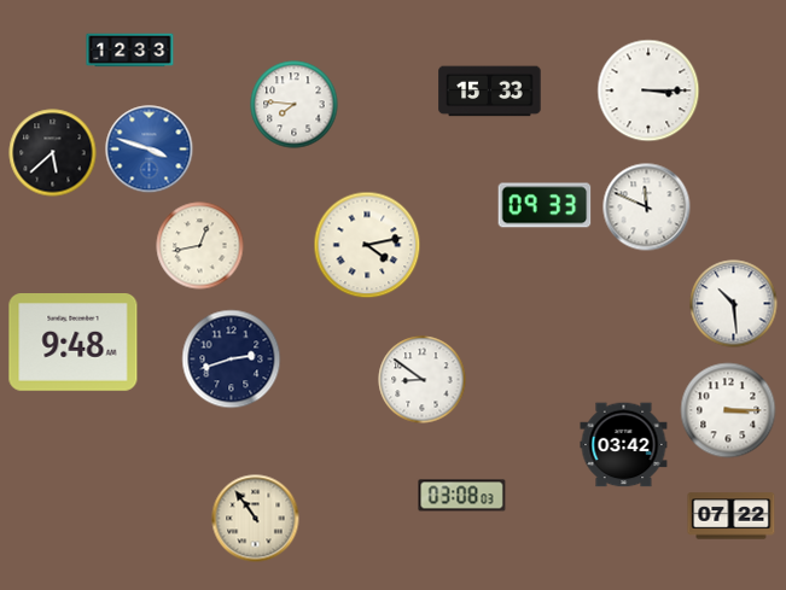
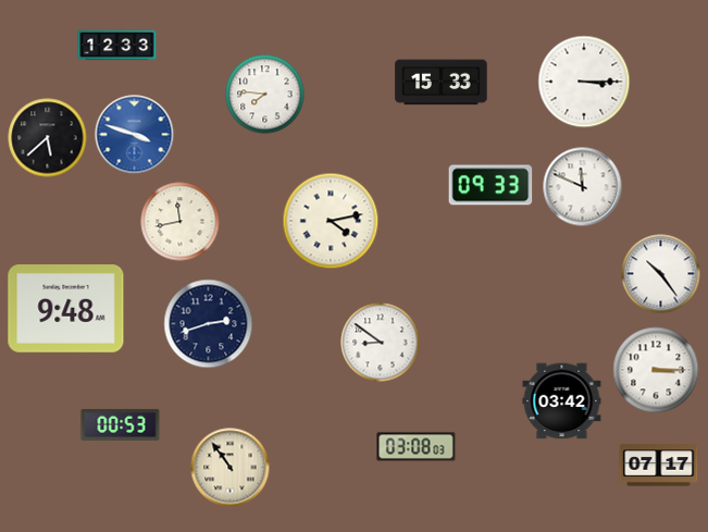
clock at (200, 246): 12:43 -> 11:43
clock at (734, 304): 10:29 -> 10:24
clock at (121, 424): none -> 00:53
clock at (732, 516): 07:22 -> 07:17
